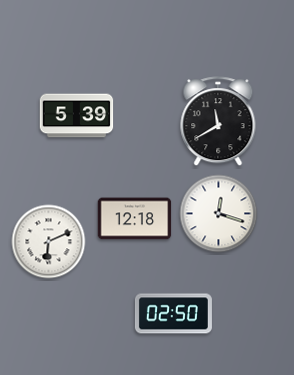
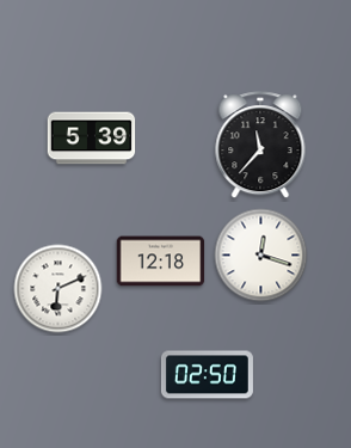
clock at (218, 122): 11:40 -> 11:37
